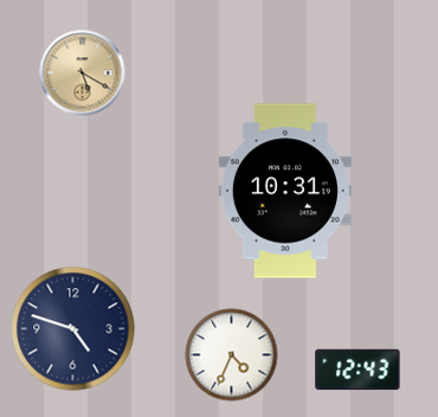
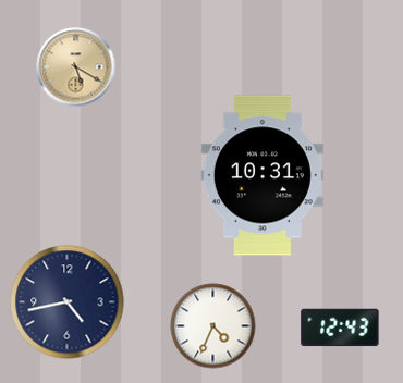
clock at (73, 329): 4:48 -> 4:43
clock at (358, 370) position: (358, 370) -> (340, 328)
